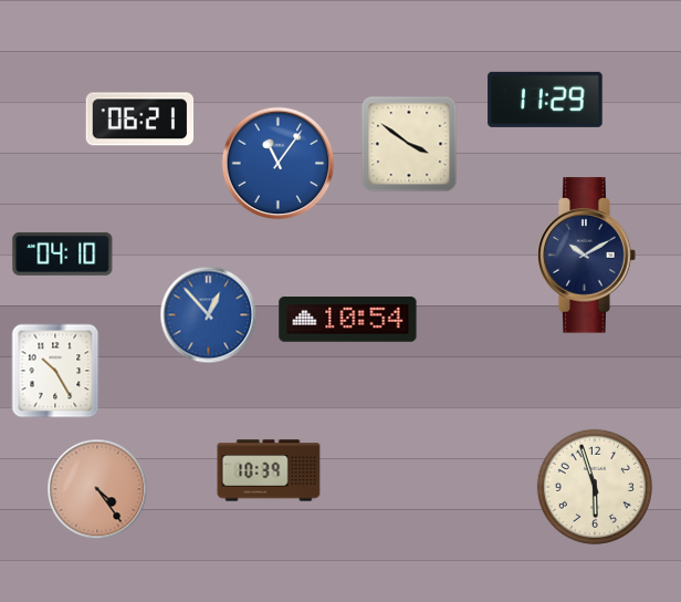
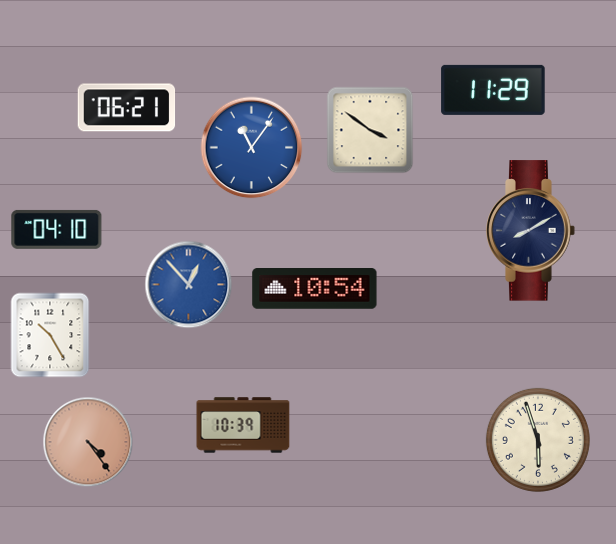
clock at (587, 256): 10:10 -> 8:10
